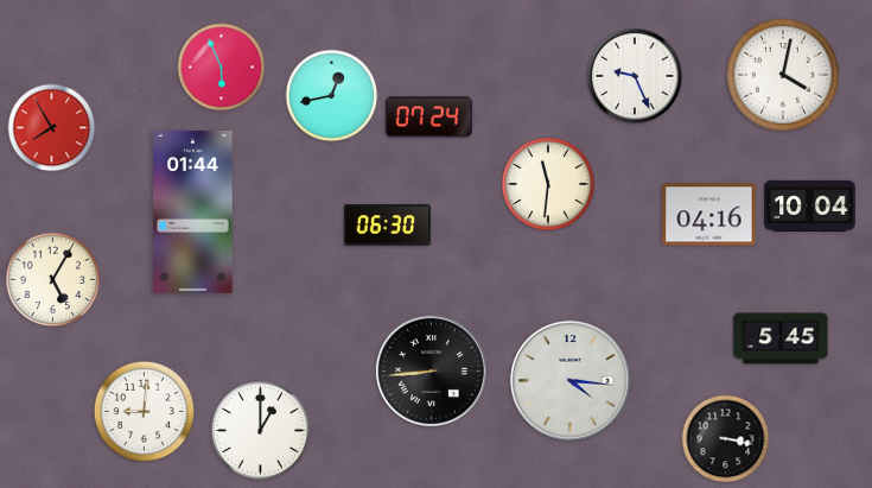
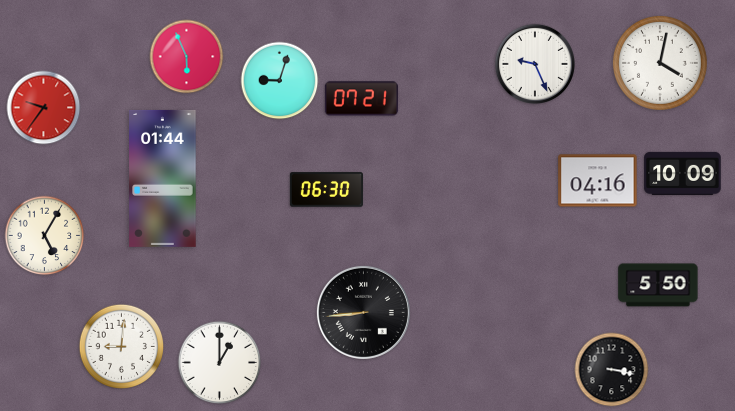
clock at (332, 96): 12:43 -> 9:03
clock at (428, 118): 07:24 -> 07:21
clock at (52, 128): 7:55 -> 9:36
clock at (548, 184): 11:31 -> none
clock at (810, 205): 10:04 -> 10:09
clock at (781, 338): 5:45 -> 5:50
clock at (569, 380): 4:16 -> none
